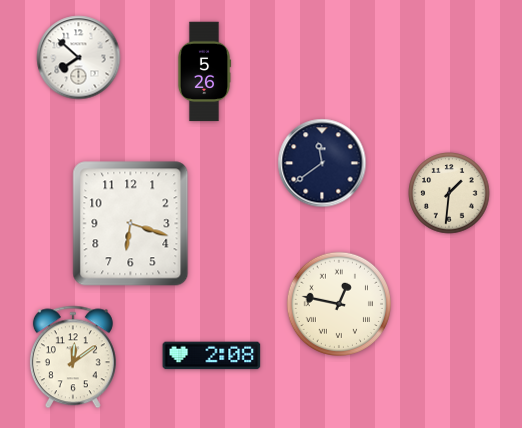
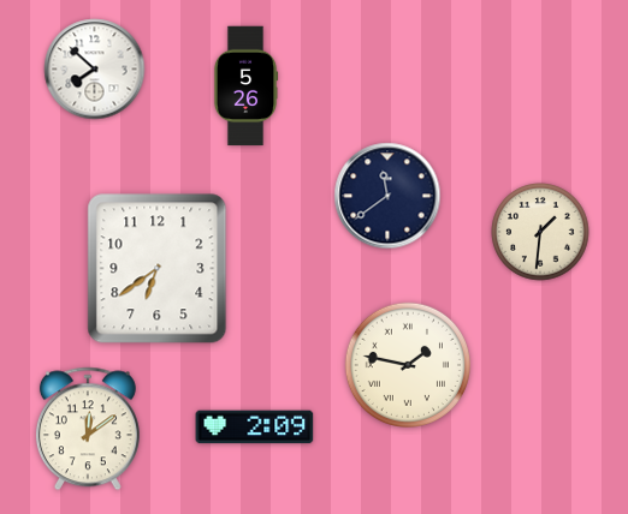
clock at (131, 224): 6:18 -> 6:39
clock at (338, 303): 12:47 -> 1:47
clock at (212, 356): 2:08 -> 2:09
